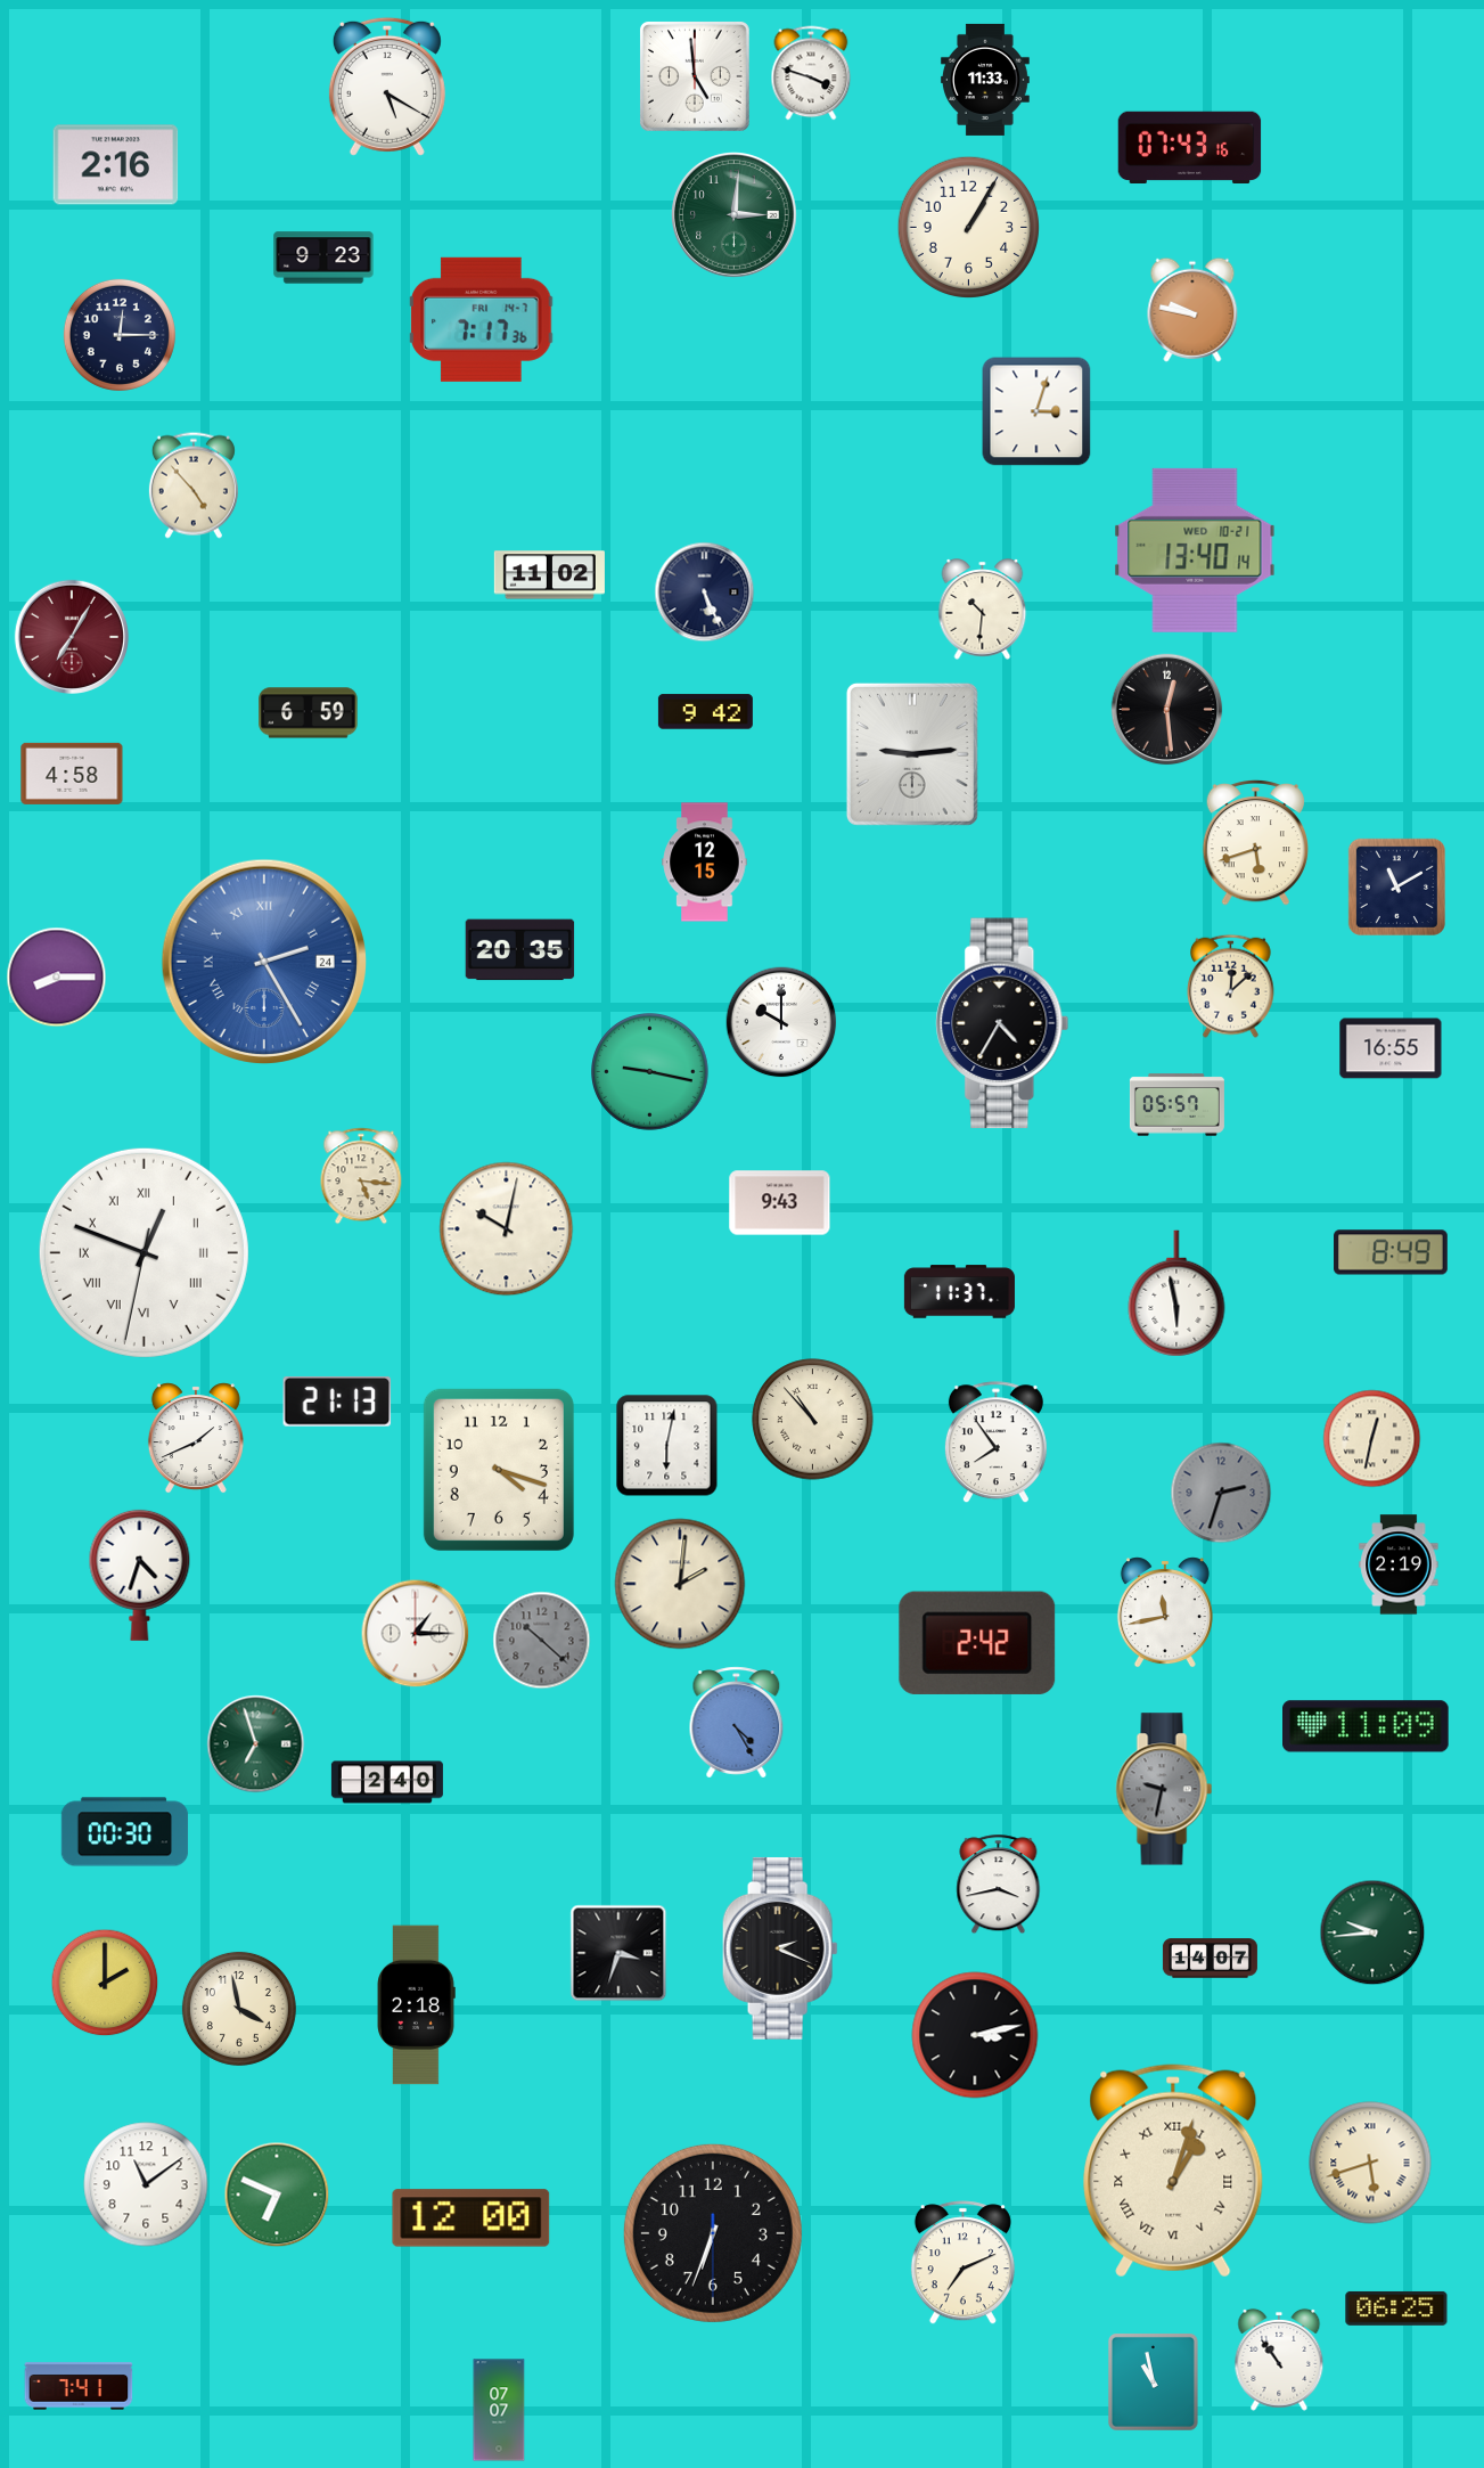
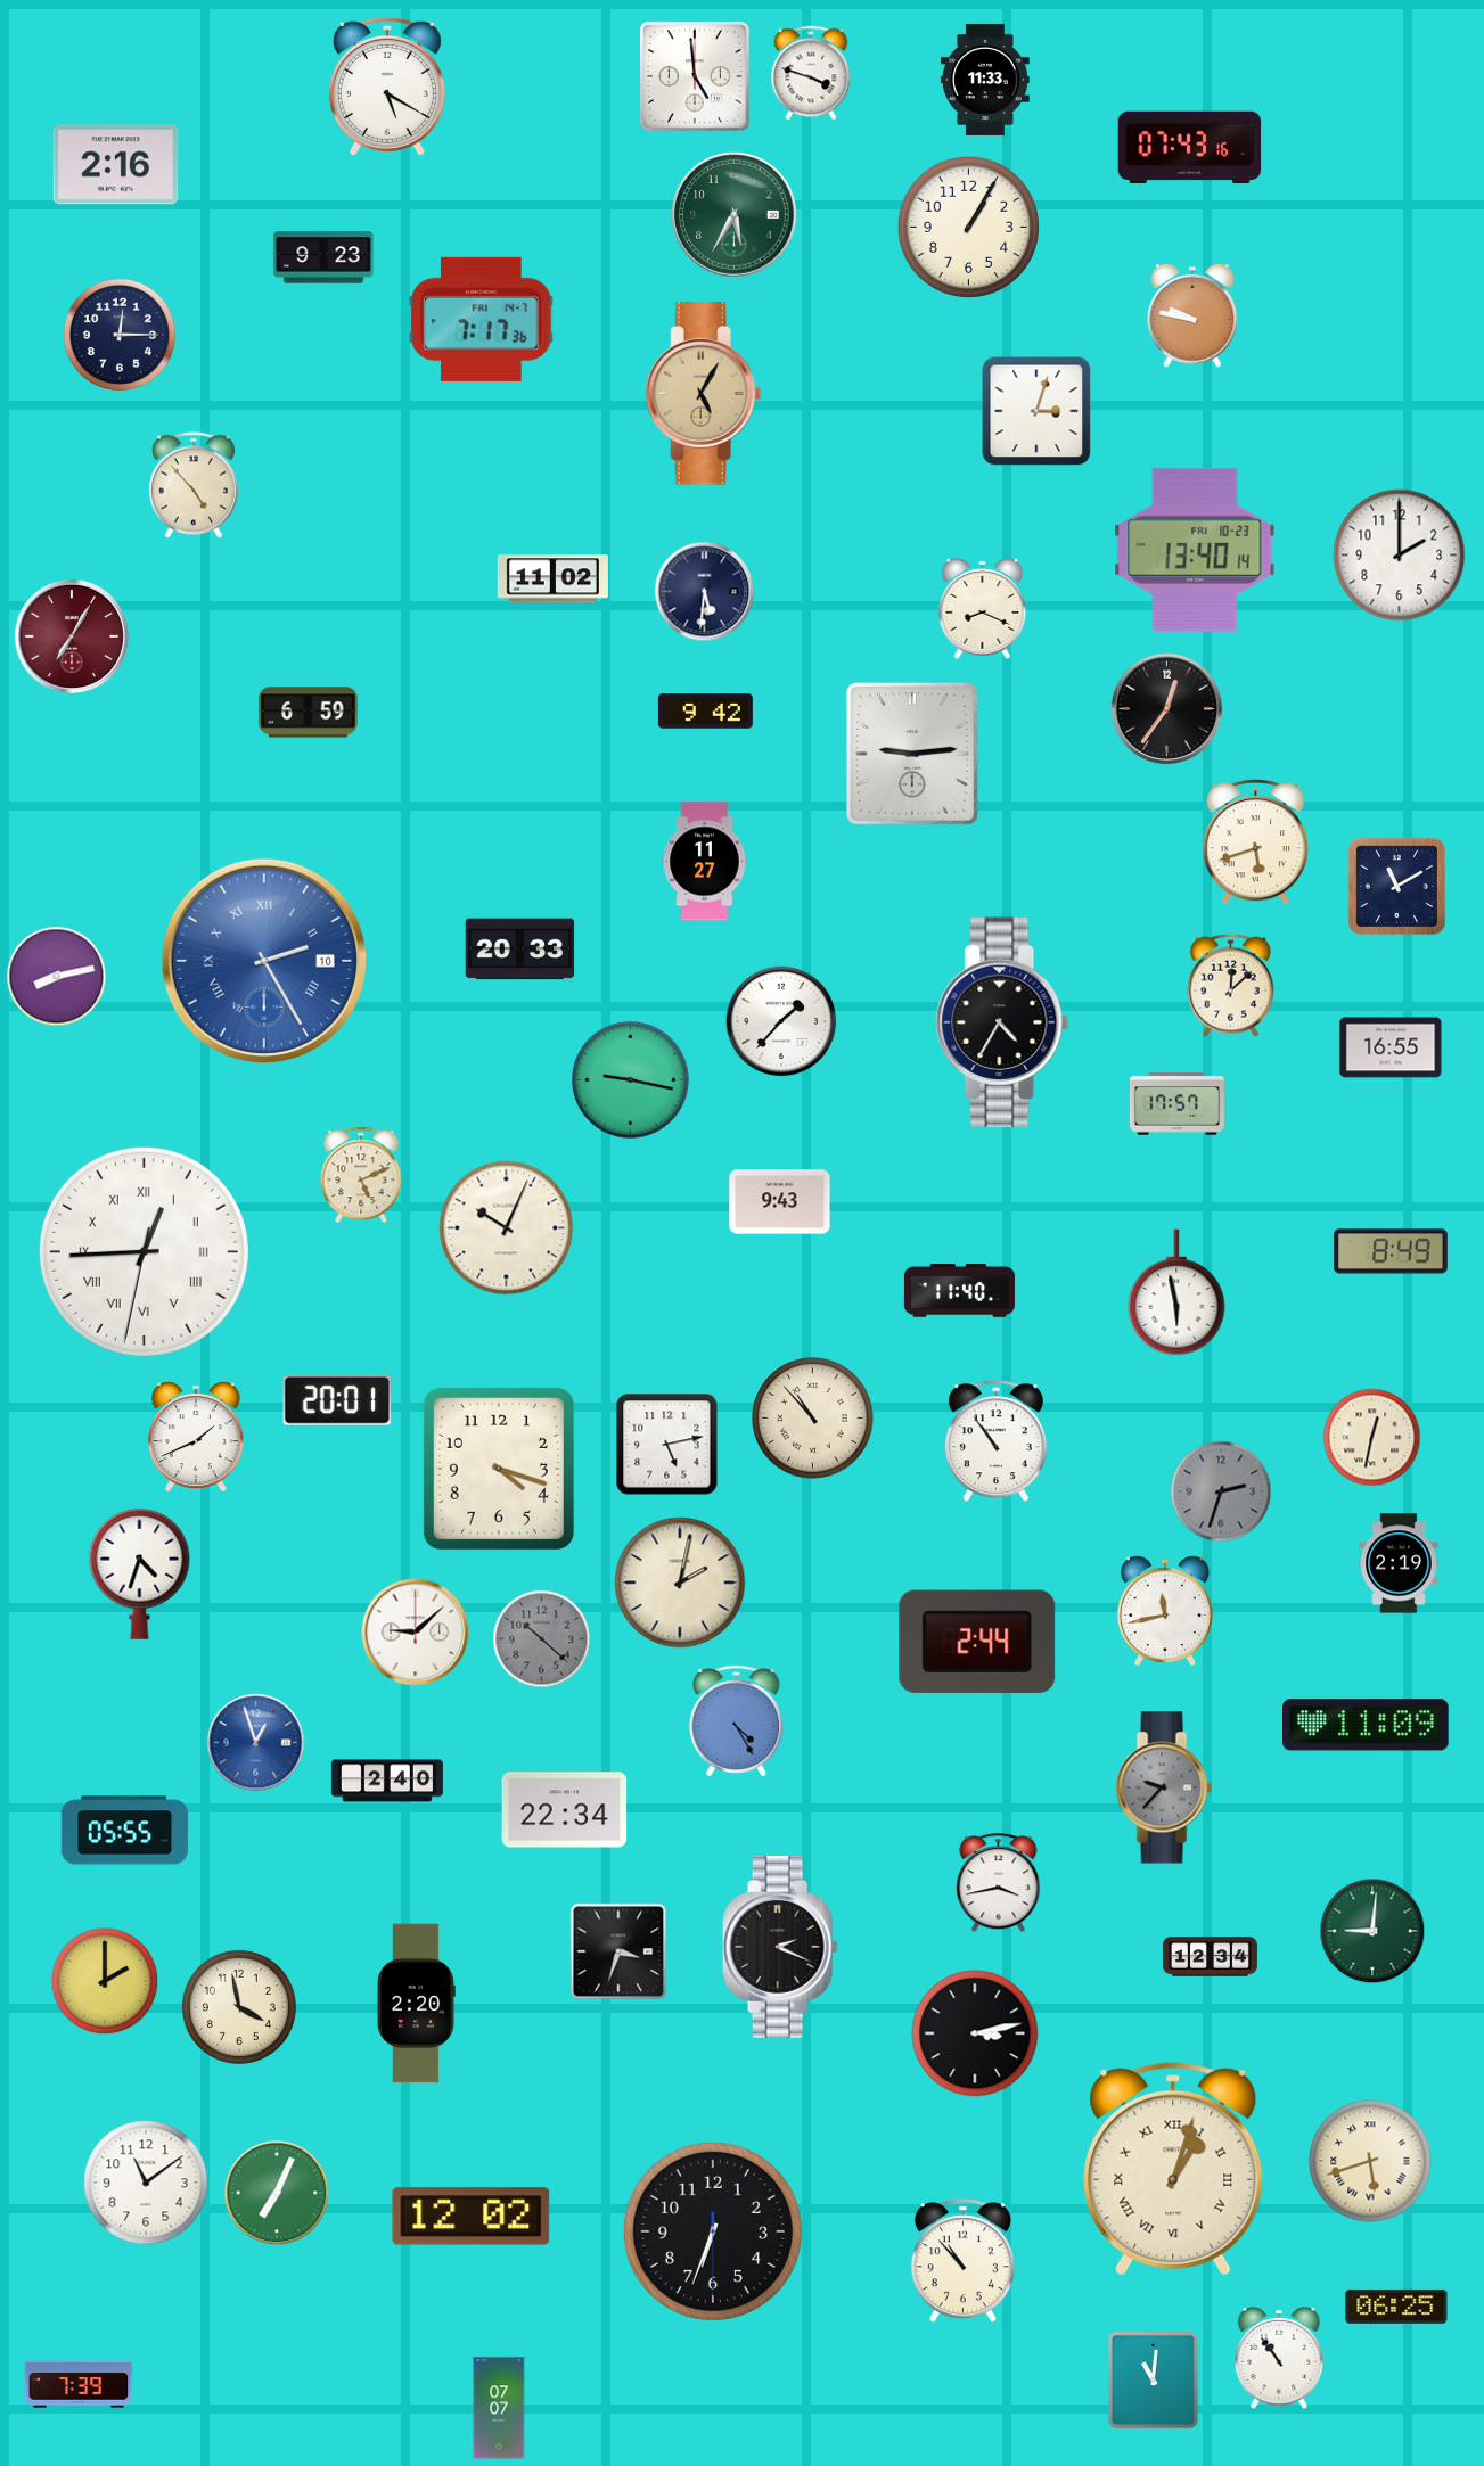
clock at (735, 215): 3:01 -> 5:35
clock at (1192, 310) position: (1192, 310) -> (1192, 315)
clock at (704, 394): none -> 5:05
clock at (1195, 550) date: WED 10-21 -> FRI 10-23
clock at (1400, 556): none -> 2:00
clock at (549, 575) position: (549, 575) -> (552, 579)
clock at (705, 593): 5:26 -> 5:31
clock at (983, 610): 10:31 -> 8:19
clock at (1167, 710): 12:29 -> 12:36
clock at (72, 774): 4:58 -> none
clock at (705, 863): 12:15 -> 11:27
clock at (520, 950): 20:35 -> 20:33
clock at (263, 961) date: 24 -> 10
clock at (57, 978): 8:15 -> 8:13
clock at (781, 1022): 10:00 -> 1:37
clock at (650, 1072) position: (650, 1072) -> (631, 1080)
clock at (1176, 1105): 05:57 -> 17:57
clock at (361, 1176): 5:16 -> 5:11
clock at (507, 1229): 10:02 -> 10:04
clock at (144, 1252): 12:48 -> 12:44
clock at (959, 1292): 11:37 -> 11:40
clock at (337, 1401): 21:13 -> 20:01
clock at (995, 1443): 7:54 -> 10:54
clock at (667, 1446): 6:02 -> 5:13
clock at (680, 1584): 2:01 -> 2:02
clock at (416, 1634): 1:15 -> 9:08
clock at (977, 1643): 2:42 -> 2:44
clock at (256, 1744): 6:57 -> 12:57
clock at (256, 1744) dial: green -> blue
clock at (1164, 1789): 9:32 -> 9:37
clock at (565, 1810): none -> 22:34
clock at (125, 1832): 00:30 -> 05:55
clock at (1372, 1932): 9:44 -> 9:01
clock at (1210, 1959): 14:07 -> 12:34
clock at (416, 2005): 2:18 -> 2:20
clock at (277, 2195): 6:49 -> 7:04
clock at (472, 2218): 12:00 -> 12:02
clock at (962, 2263): 7:11 -> 10:53
clock at (1153, 2381): 10:58 -> 11:01
clock at (79, 2386): 7:41 -> 7:39
